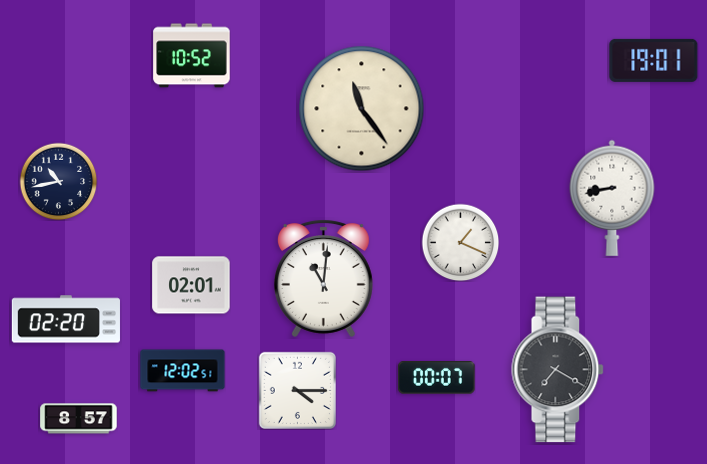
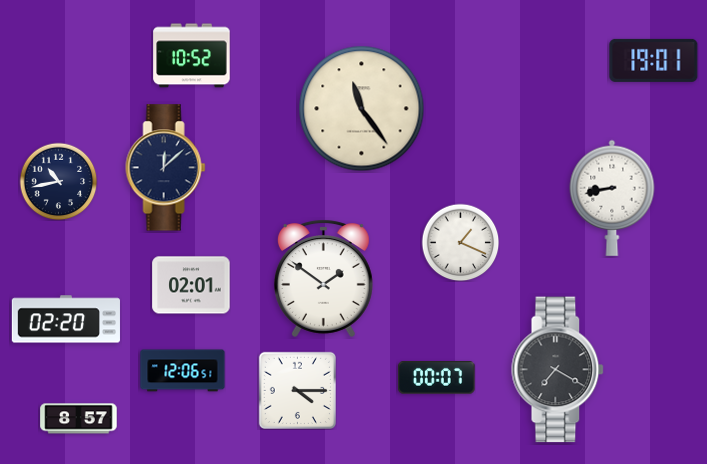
clock at (166, 168): none -> 12:08
clock at (323, 278): 11:01 -> 1:51
clock at (183, 371): 12:02 -> 12:06
